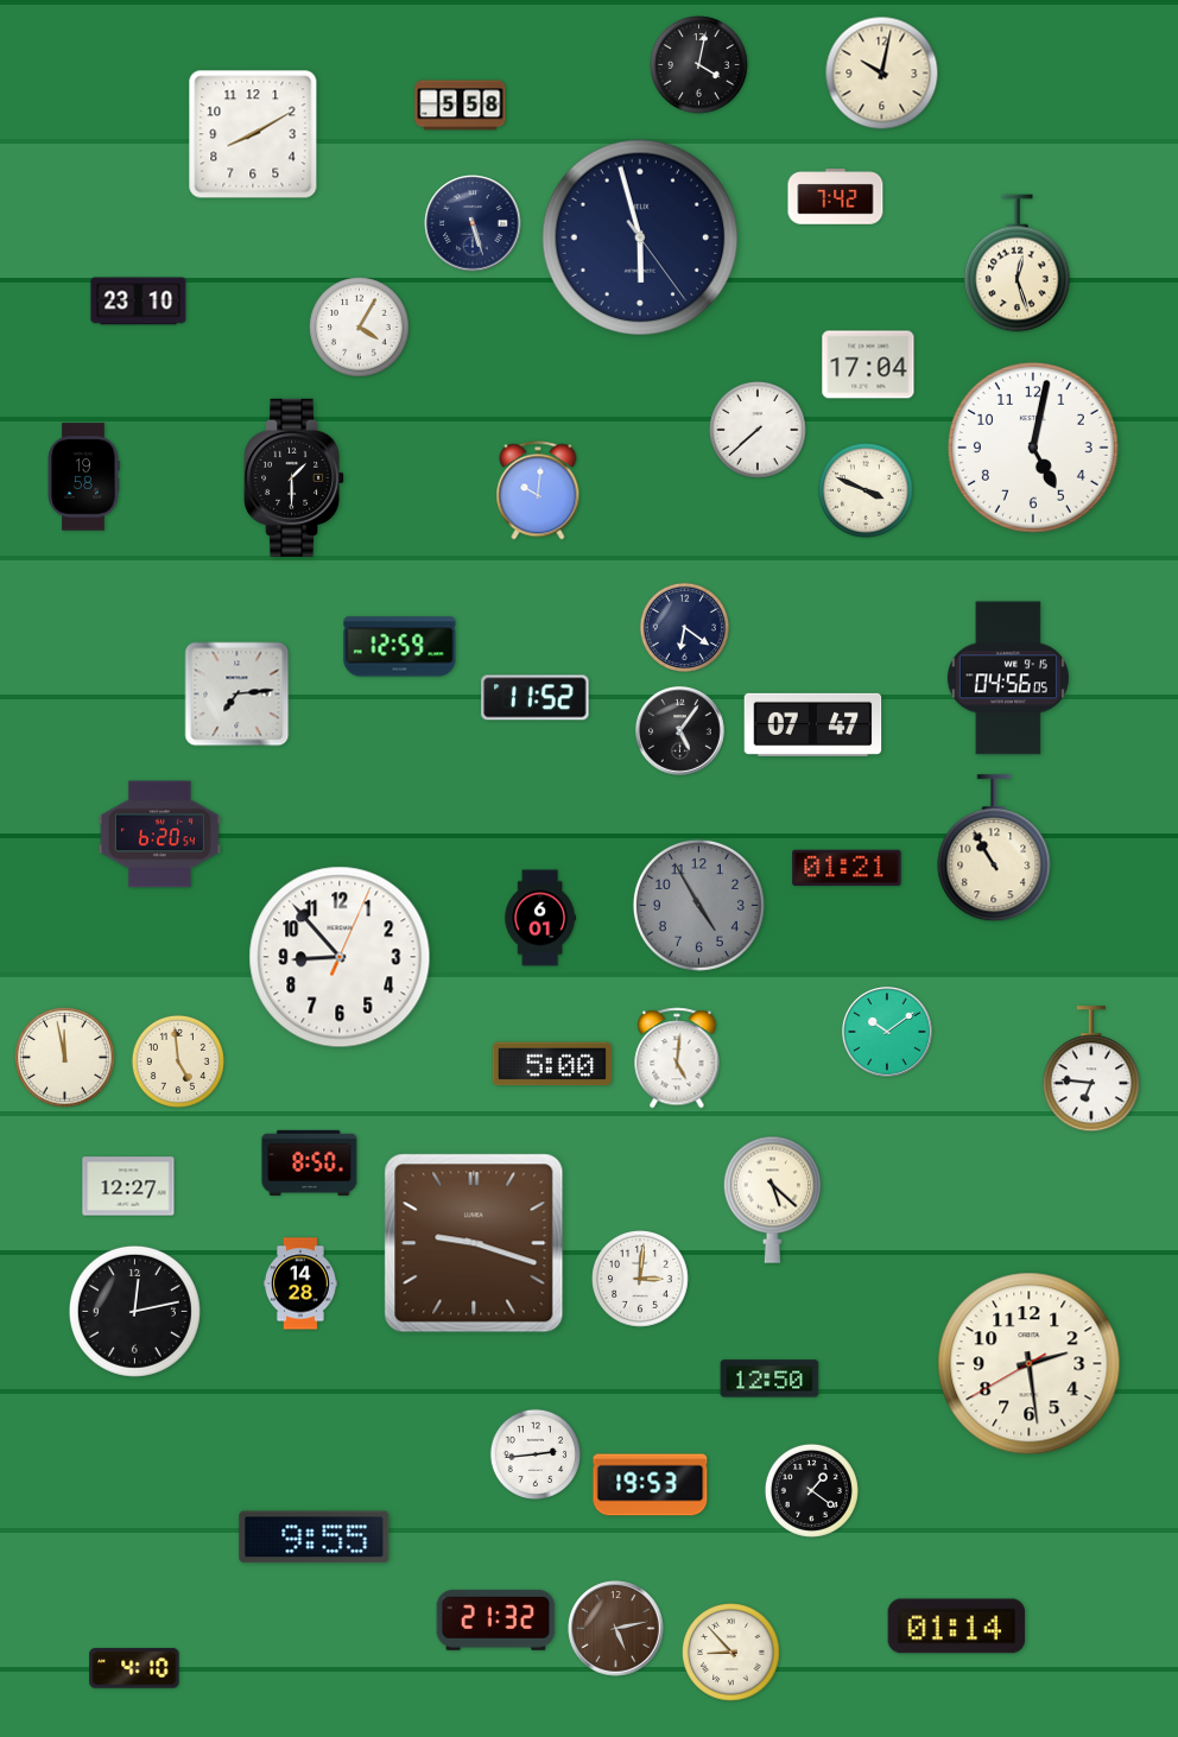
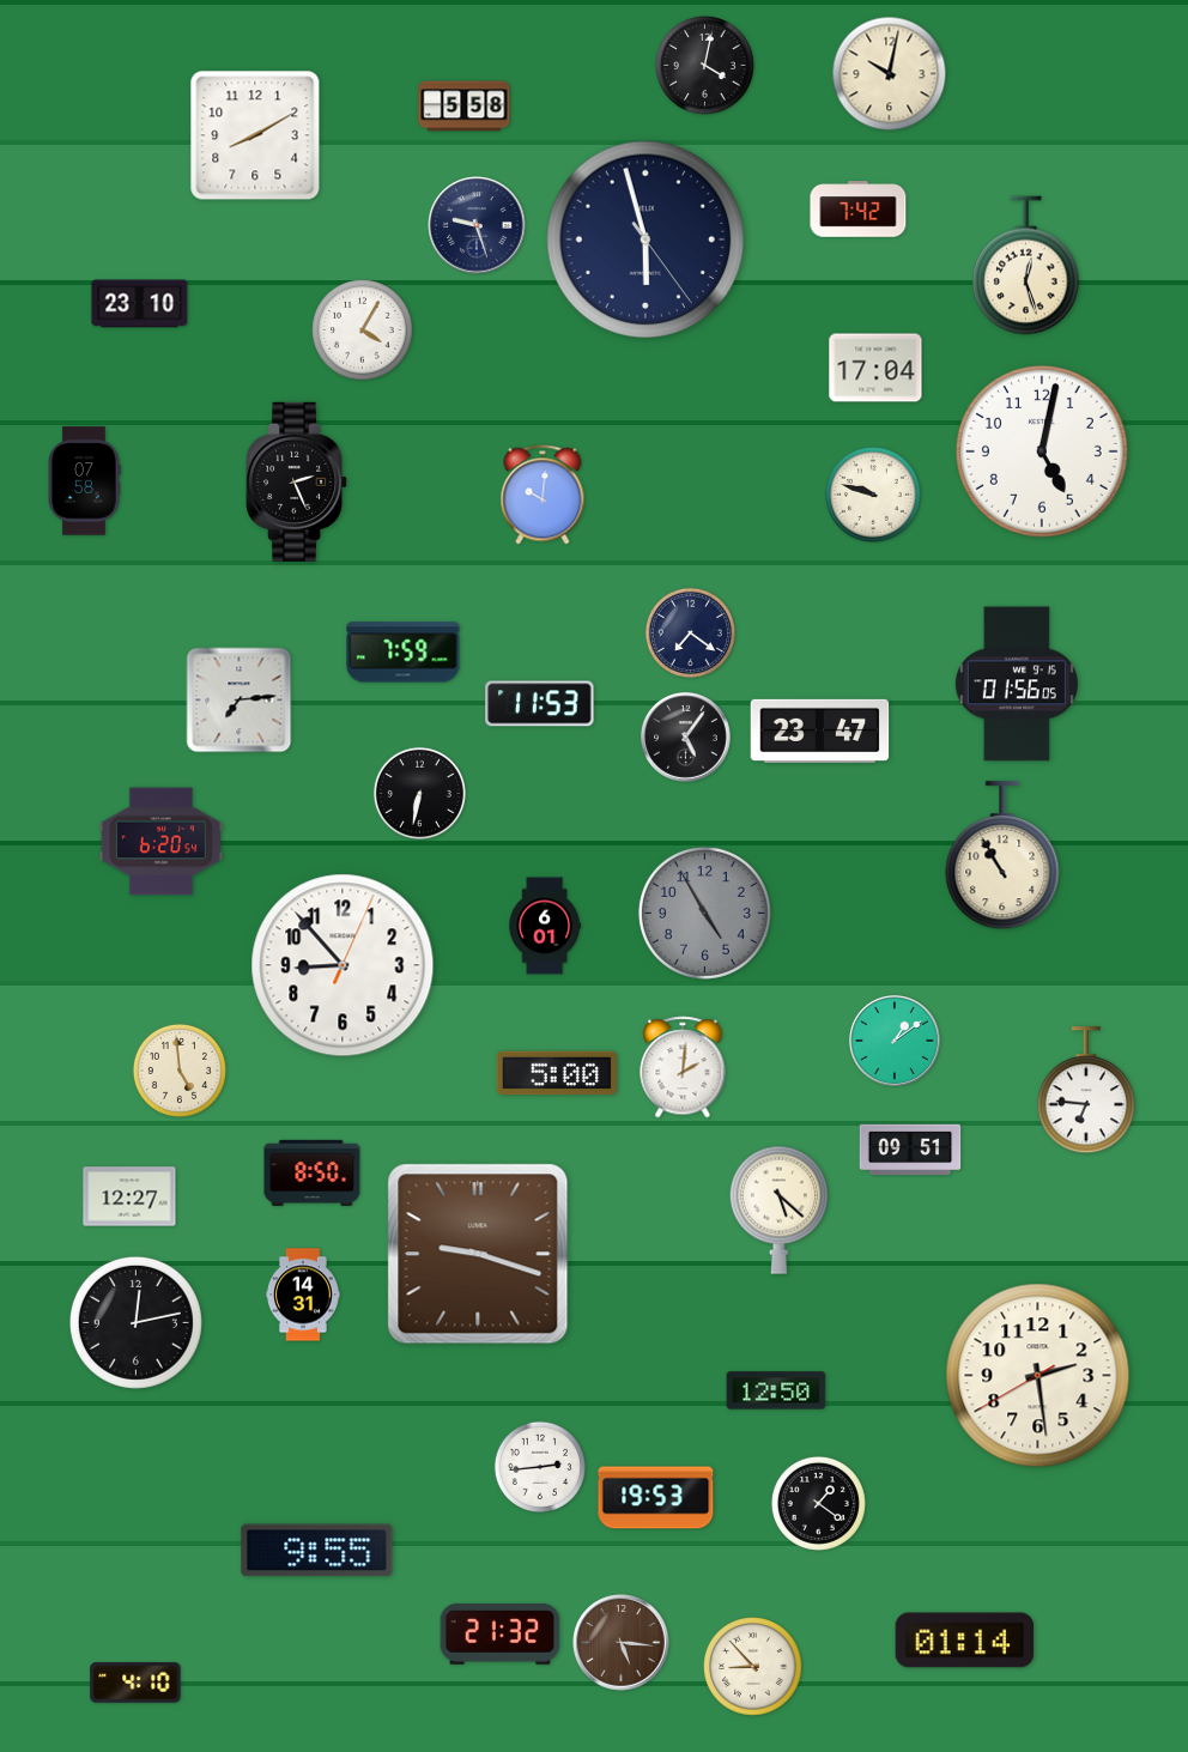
clock at (836, 197) position: (836, 197) -> (859, 210)
clock at (473, 223): 5:27 -> 9:27
clock at (759, 431): 7:38 -> none
clock at (83, 477): 19:58 -> 07:58
clock at (296, 477): 1:30 -> 2:26
clock at (866, 490): 3:49 -> 9:48
clock at (685, 628): 6:21 -> 7:21
clock at (400, 647): 12:59 -> 7:59
clock at (1008, 678): 04:56 -> 01:56
clock at (536, 698): 11:52 -> 11:53
clock at (813, 724): 07:47 -> 23:47
clock at (419, 793): none -> 6:32
clock at (847, 867): 01:21 -> none
clock at (888, 1033): 10:09 -> 1:09
clock at (65, 1058): 11:58 -> none
clock at (677, 1058): 5:01 -> 2:01
clock at (1091, 1070) position: (1091, 1070) -> (1086, 1091)
clock at (910, 1150): none -> 09:51
clock at (641, 1280): 3:01 -> none
clock at (302, 1283): 14:28 -> 14:31
clock at (616, 1629): 5:13 -> 5:16
clock at (731, 1653) position: (731, 1653) -> (753, 1667)
